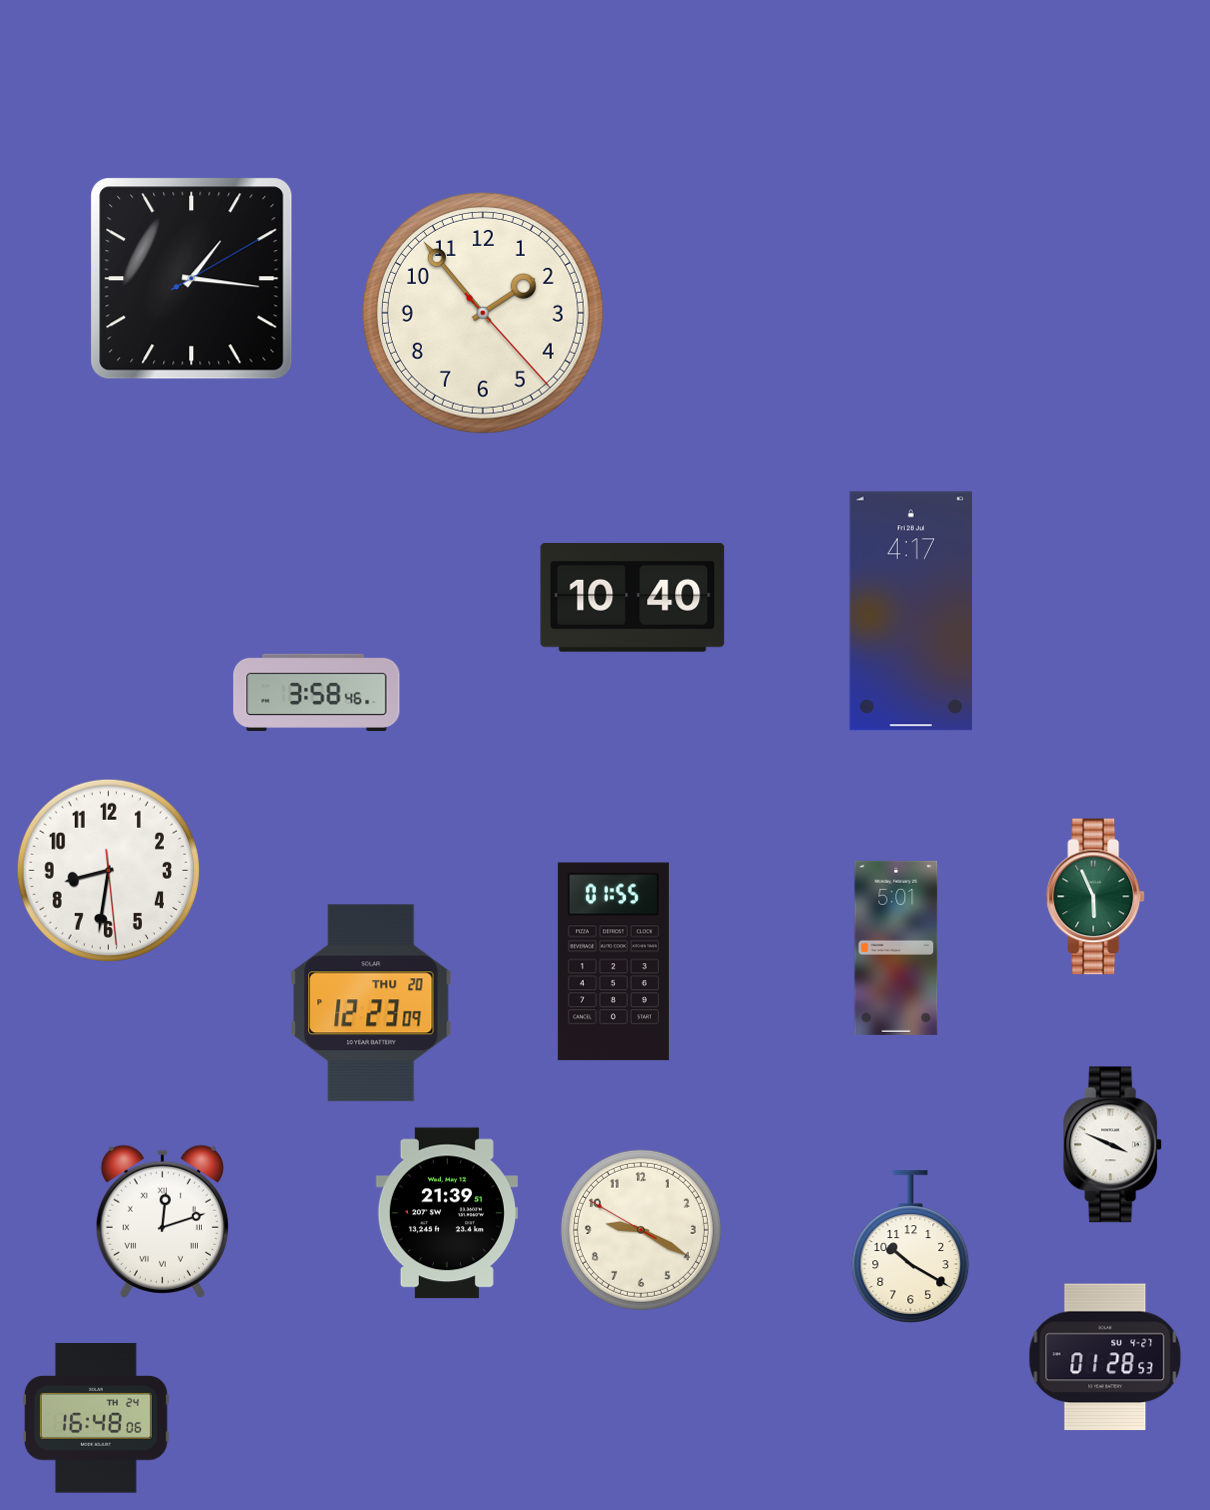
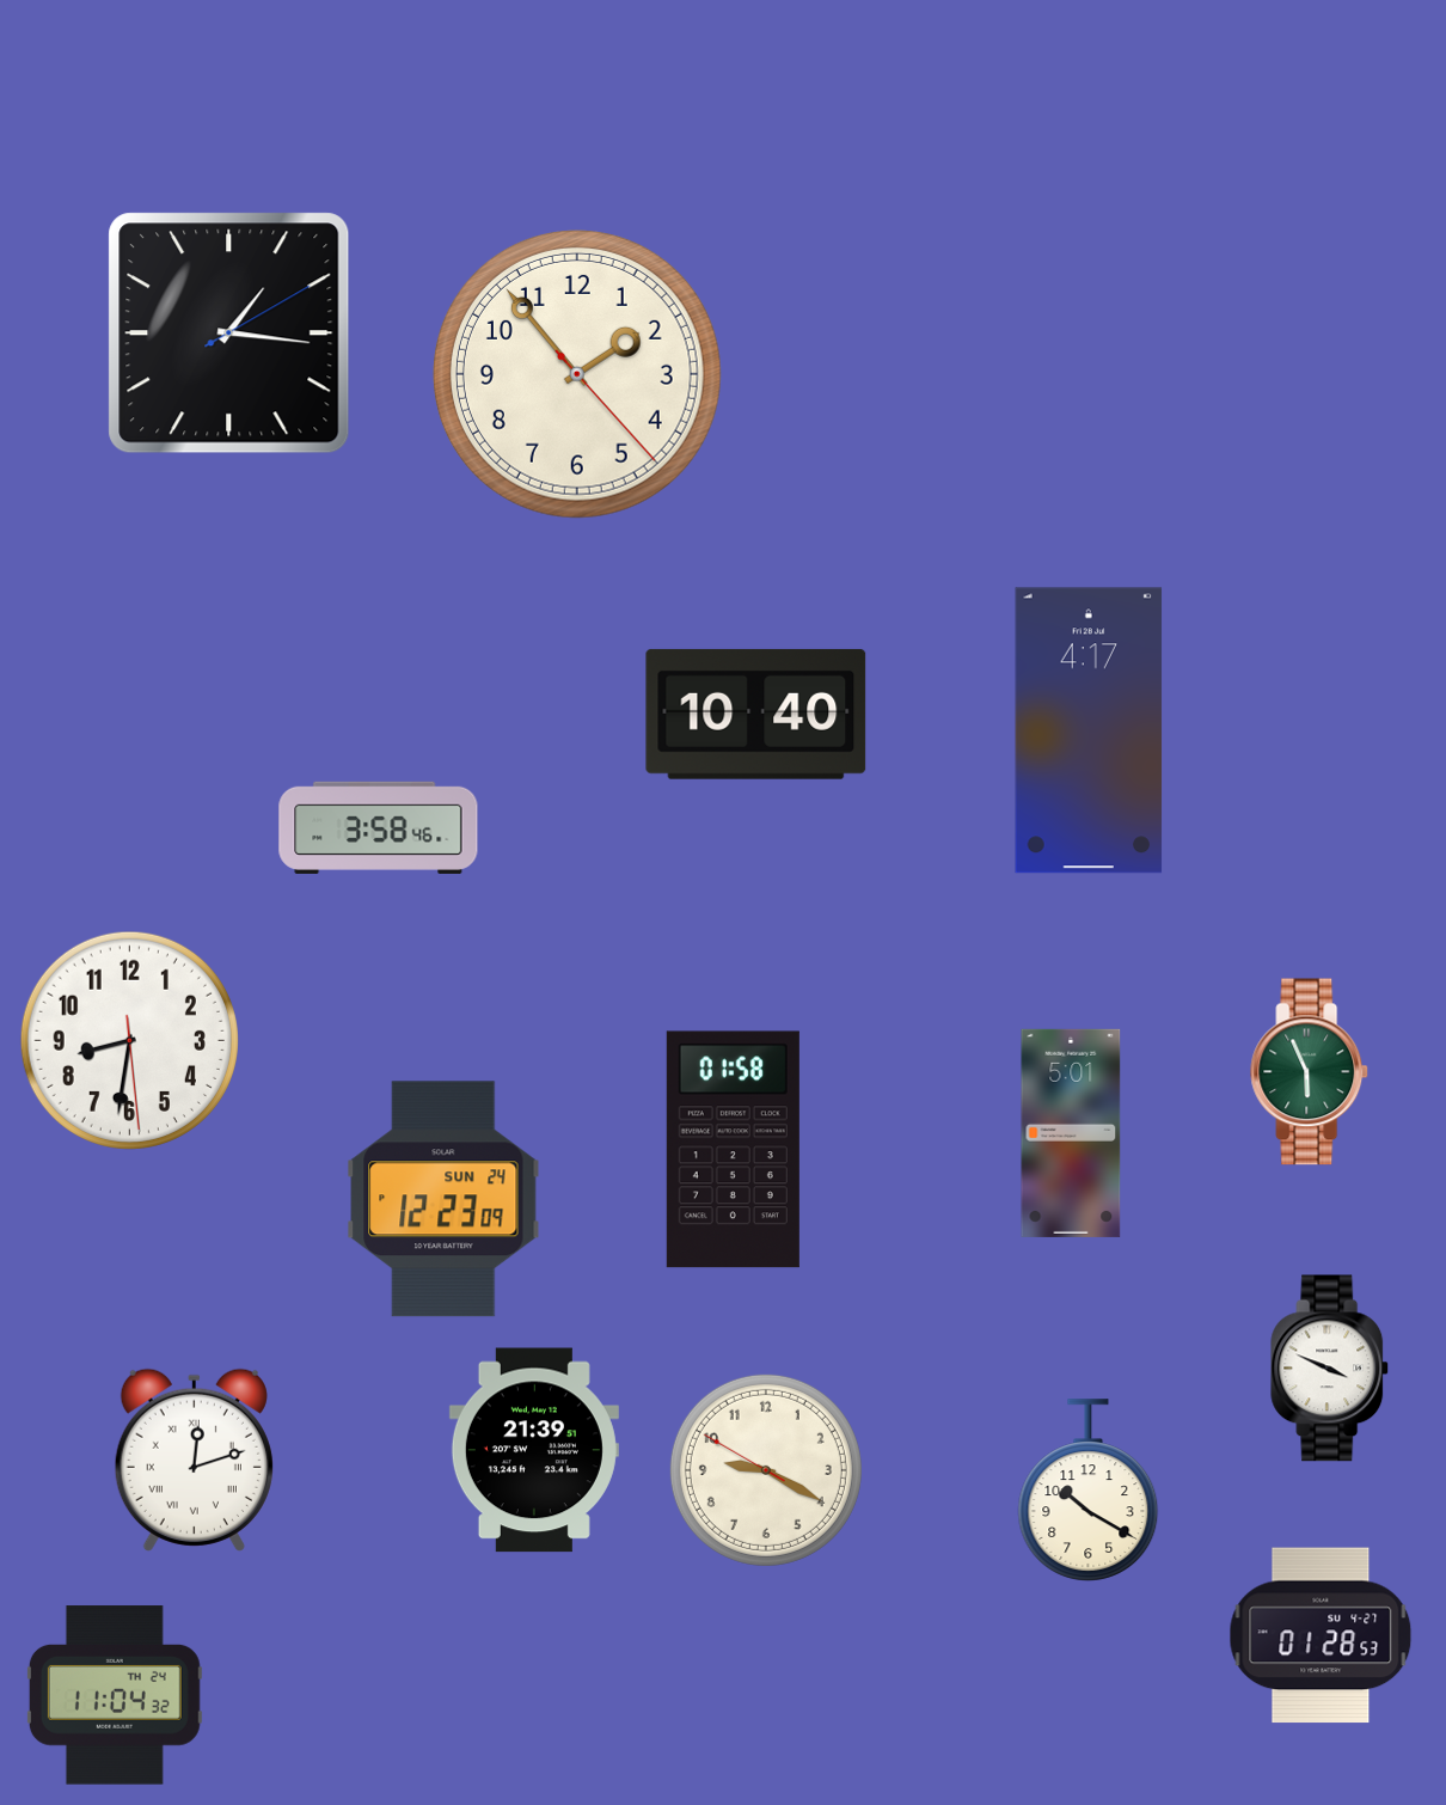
clock at (613, 962): 01:55 -> 01:58
clock at (371, 1003) date: THU 20 -> SUN 24
clock at (1105, 1357) position: (1105, 1357) -> (1321, 1635)
clock at (96, 1418): 16:48 -> 11:04
